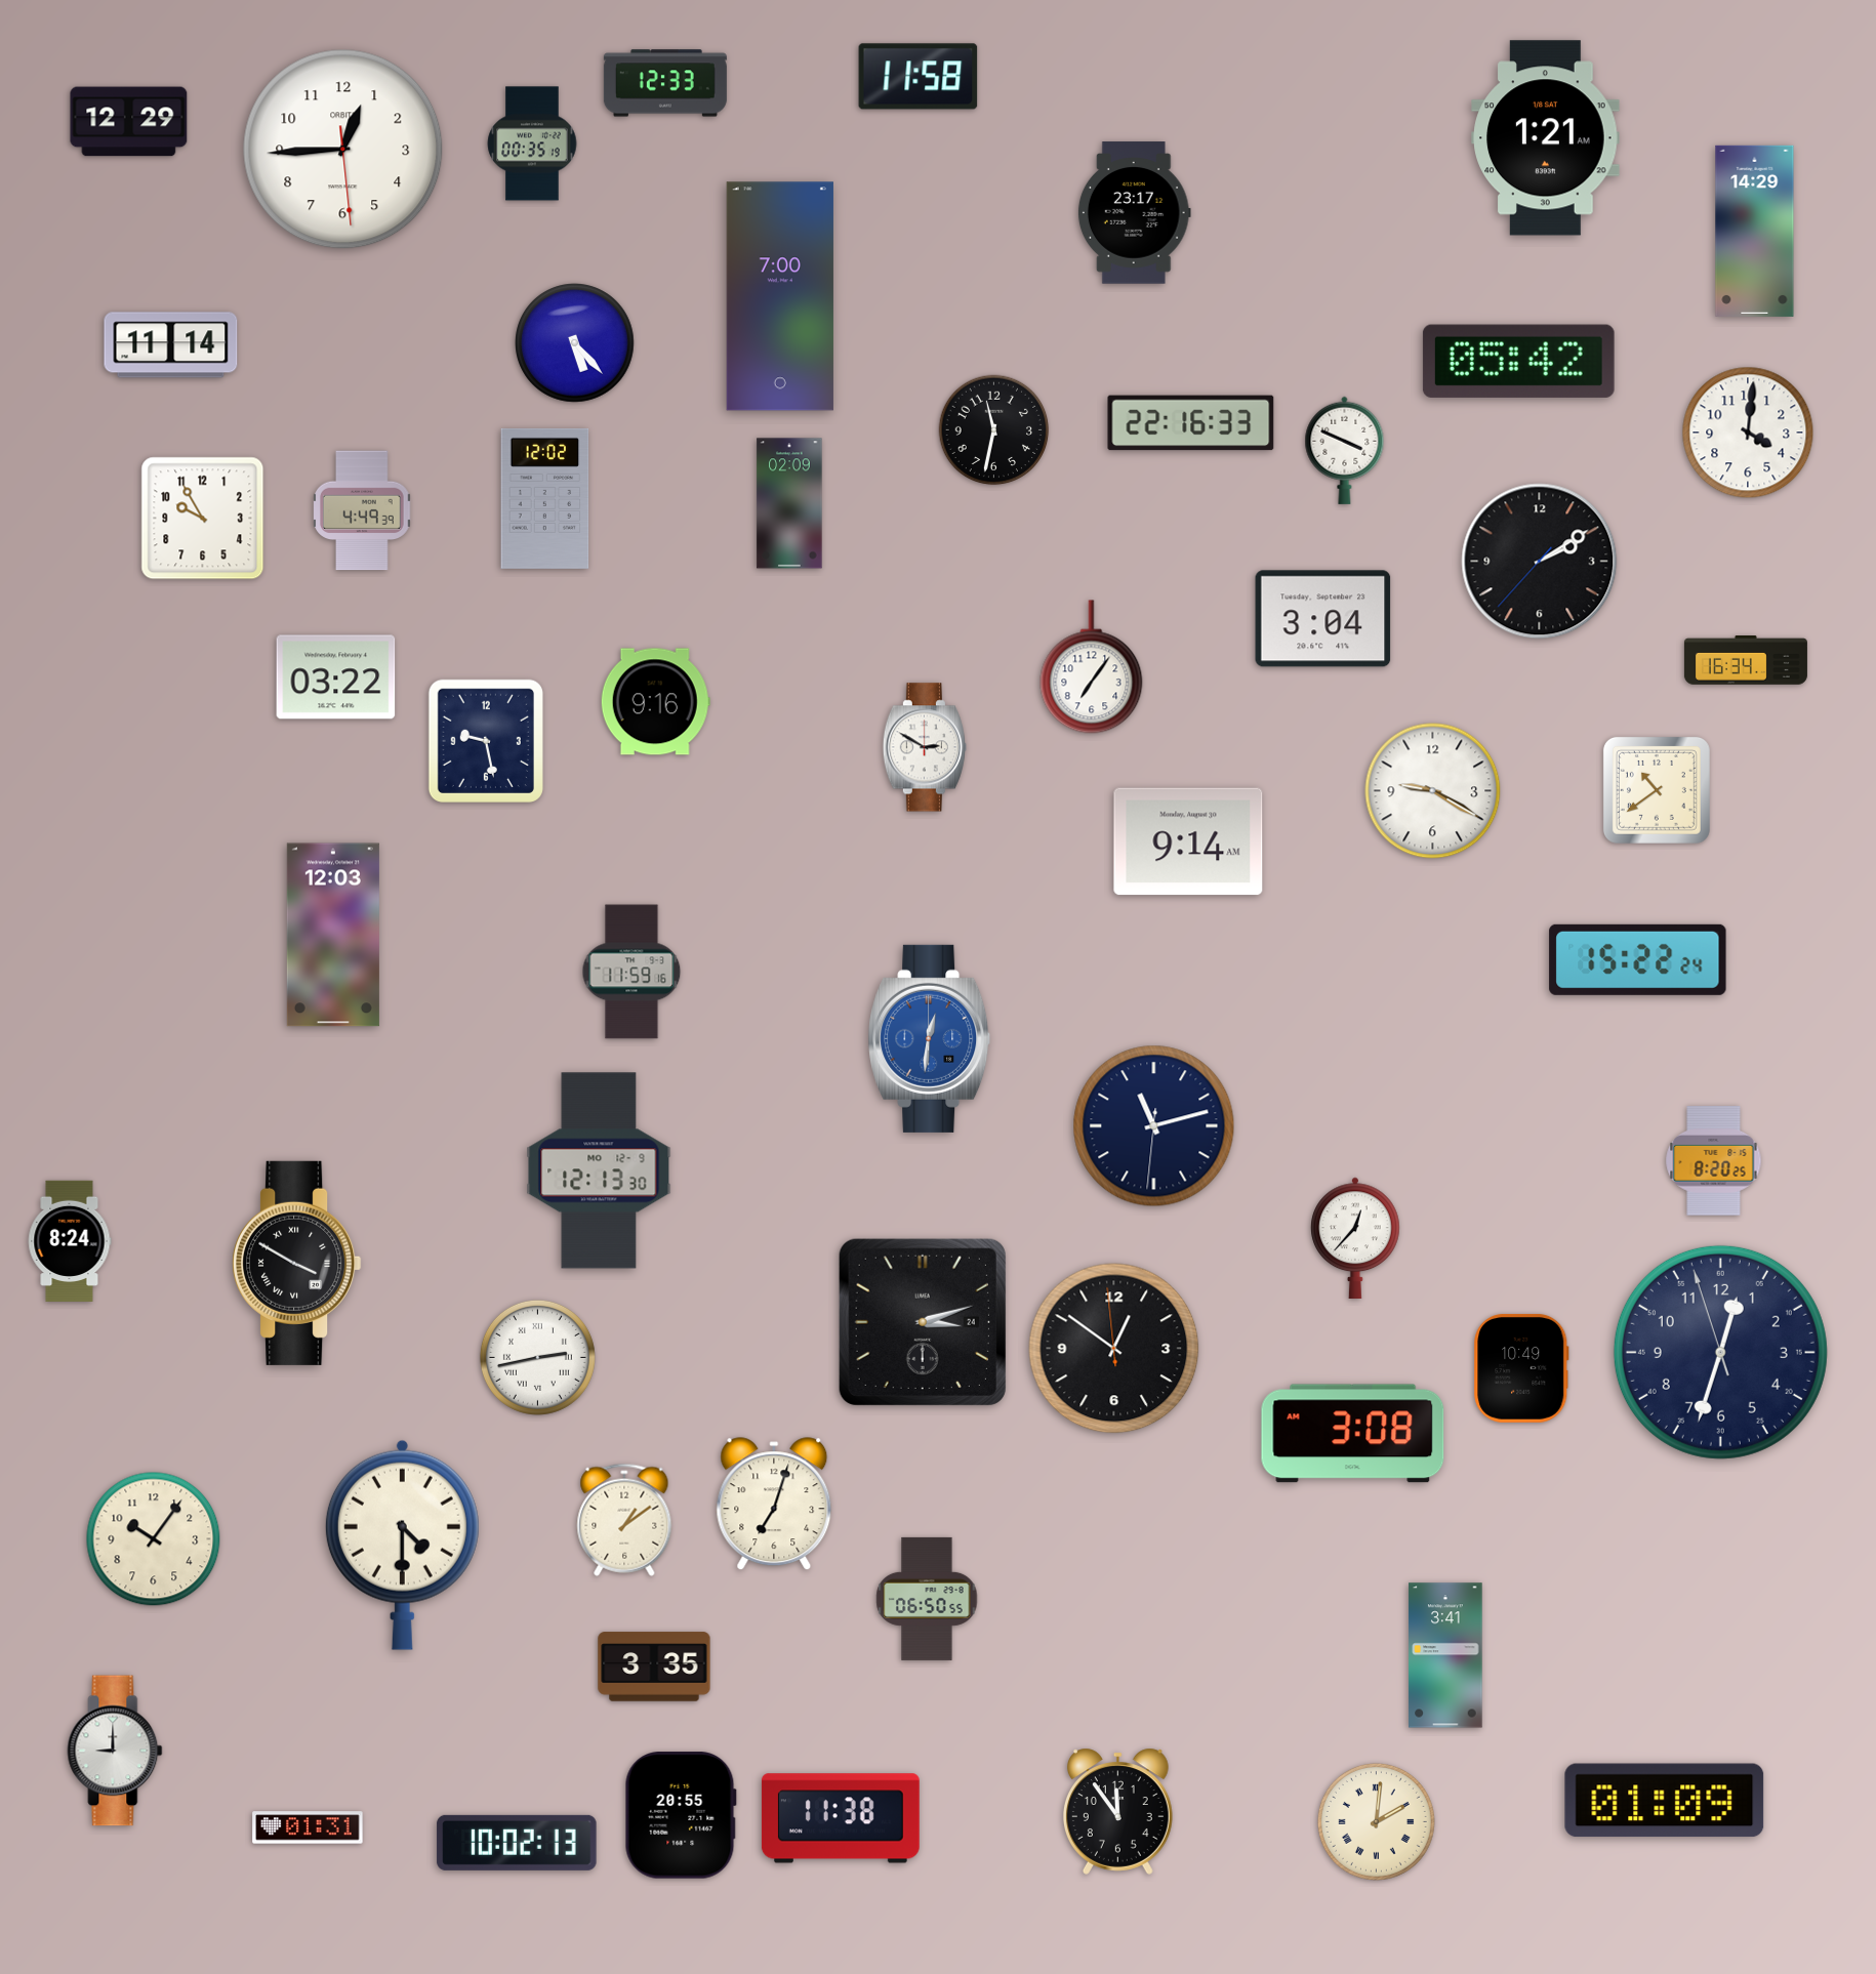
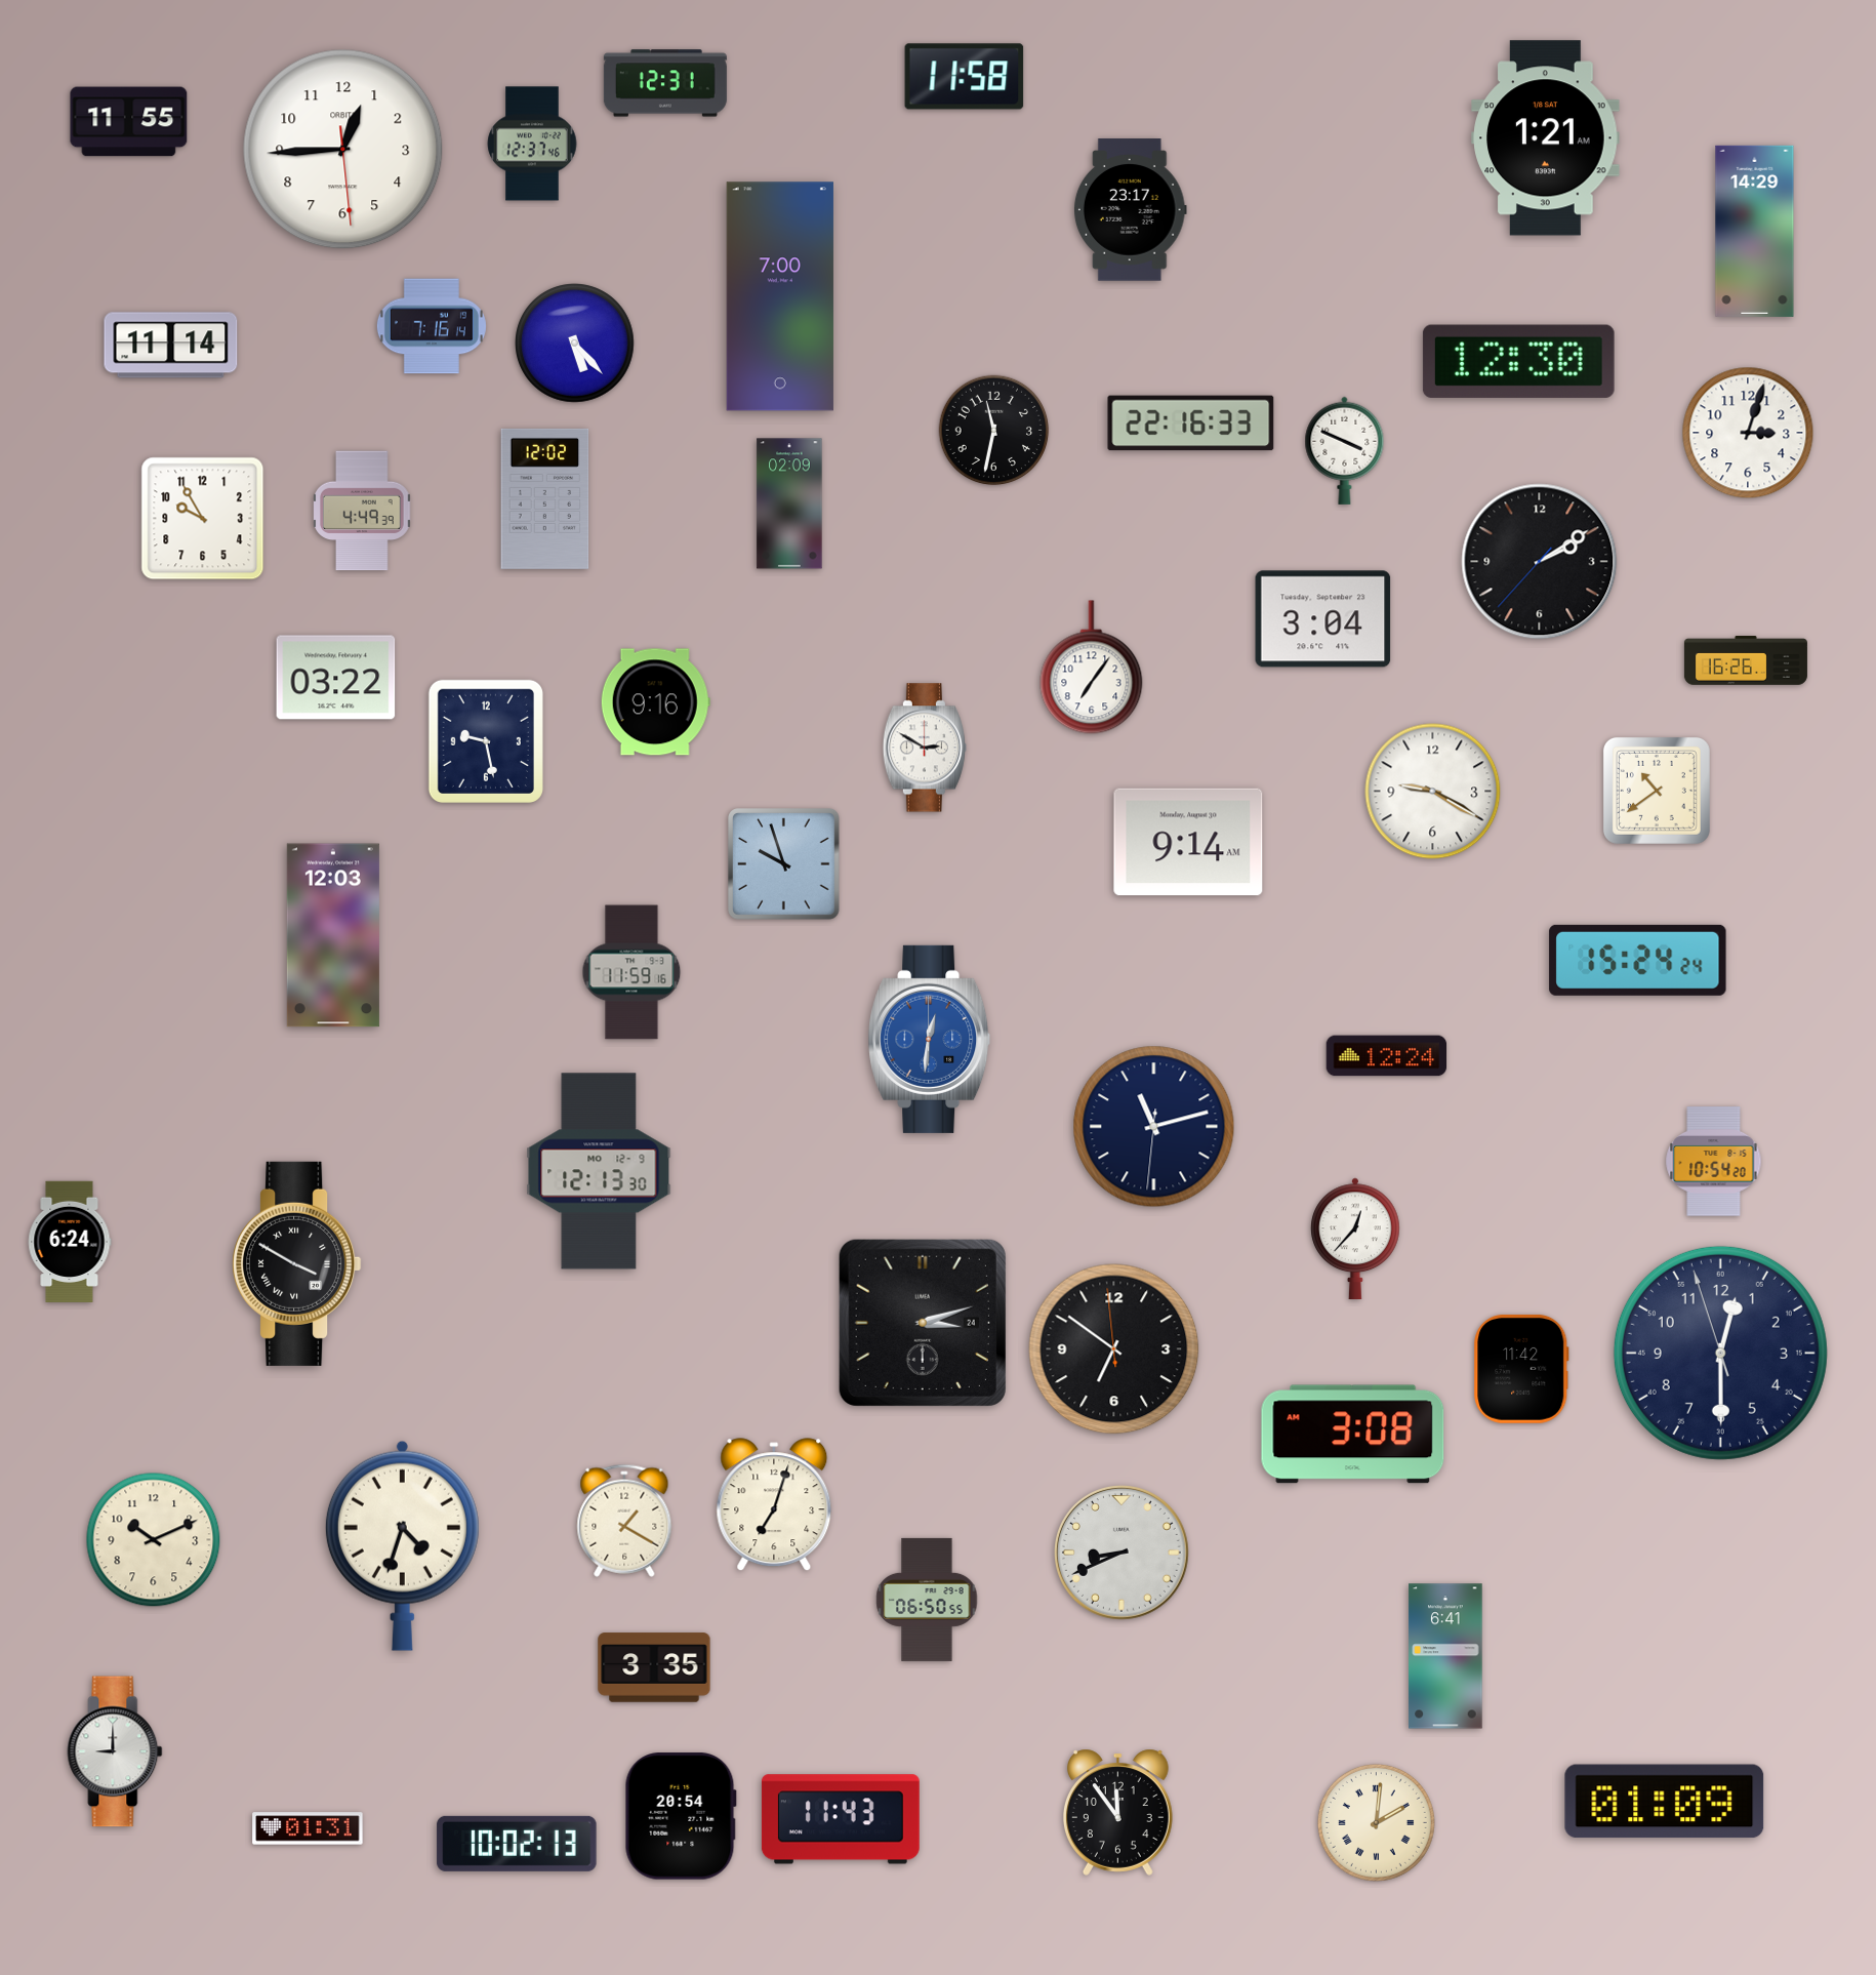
clock at (919, 77) position: (919, 77) -> (965, 77)
clock at (665, 83): 12:33 -> 12:31
clock at (129, 122): 12:29 -> 11:55
clock at (532, 143): 00:35 -> 12:37
clock at (1134, 213) position: (1134, 213) -> (1130, 210)
clock at (432, 326): none -> 7:16
clock at (1518, 361): 05:42 -> 12:30
clock at (1748, 433): 4:01 -> 3:03
clock at (1746, 660): 16:34 -> 16:26
clock at (784, 864): none -> 9:57
clock at (1638, 959): 15:22 -> 15:24
clock at (1387, 1056): none -> 12:24
clock at (1714, 1161): 8:20 -> 10:54
clock at (70, 1240): 8:24 -> 6:24
clock at (1114, 1349): 12:50 -> 6:50
clock at (1720, 1352): 12:32 -> 12:29
clock at (537, 1357): 2:43 -> none
clock at (1521, 1368): 10:49 -> 11:42
clock at (624, 1520): 1:09 -> 1:20
clock at (154, 1539): 10:06 -> 10:11
clock at (402, 1545): 4:30 -> 4:33
clock at (1123, 1554): none -> 8:41
clock at (1445, 1655): 3:41 -> 6:41
clock at (681, 1815): 20:55 -> 20:54
clock at (841, 1818): 11:38 -> 11:43
